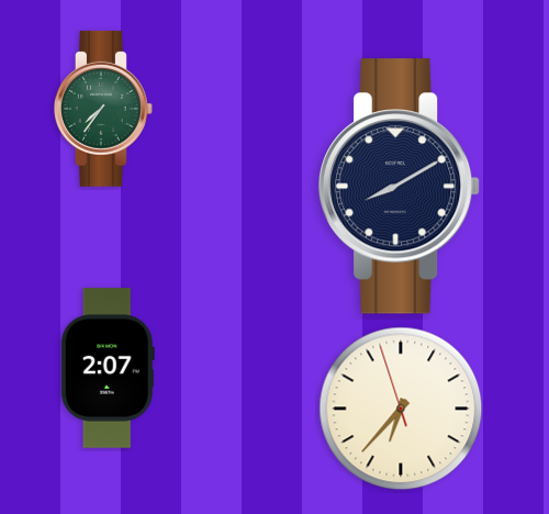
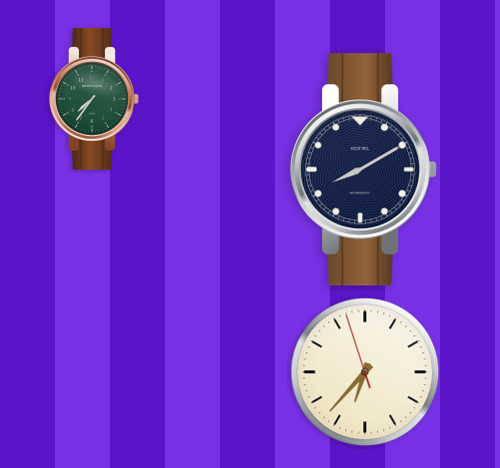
clock at (108, 368): 2:07 -> none
